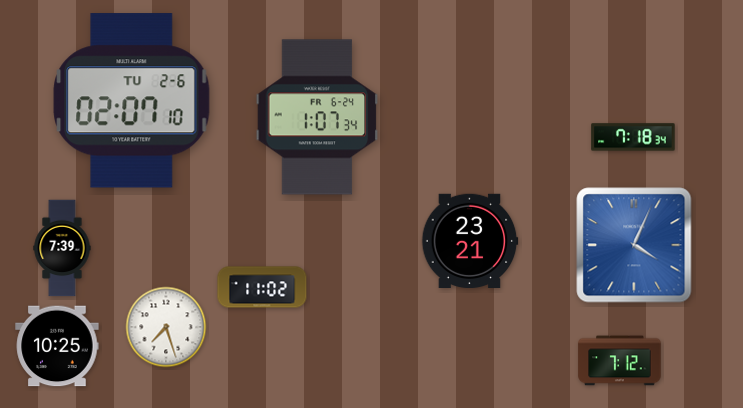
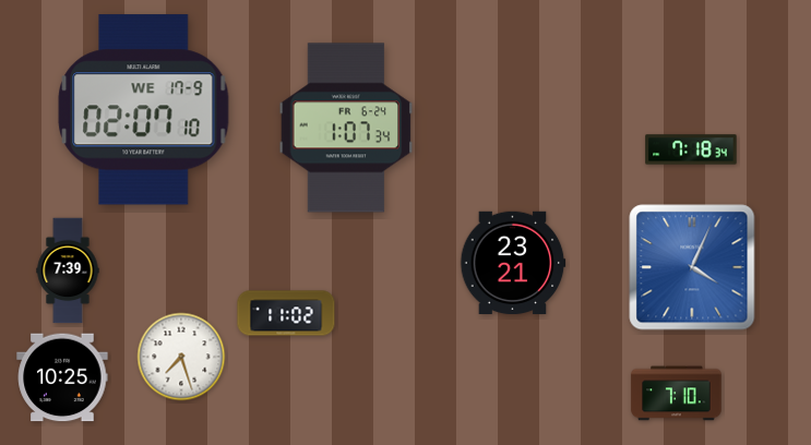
clock at (132, 101) date: TU 2-6 -> WE 17-9
clock at (620, 361): 7:12 -> 7:10
